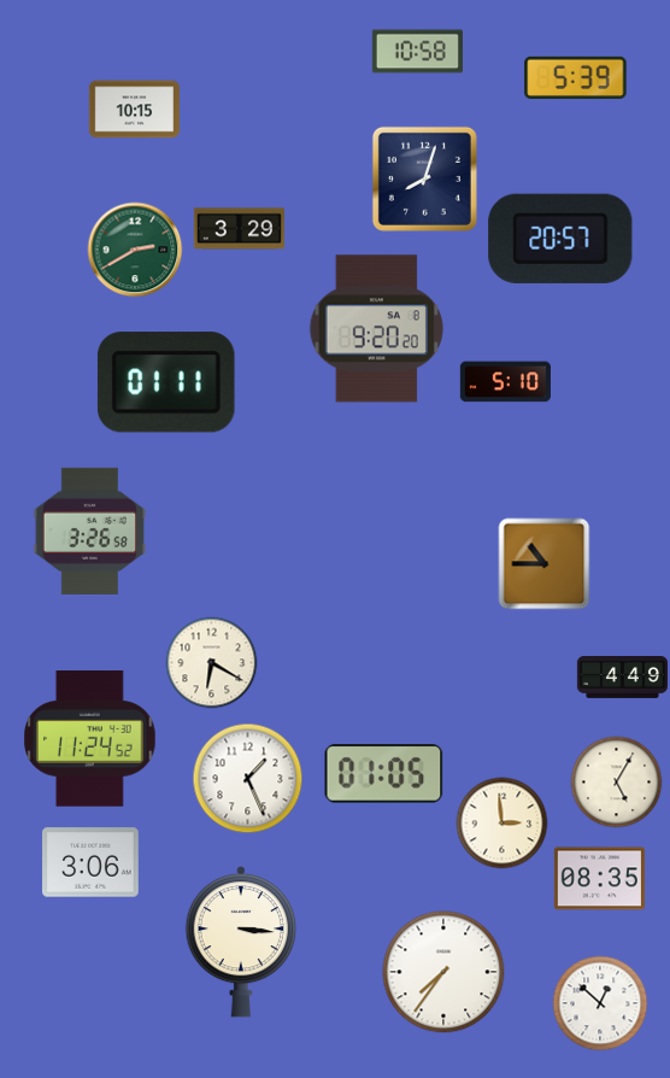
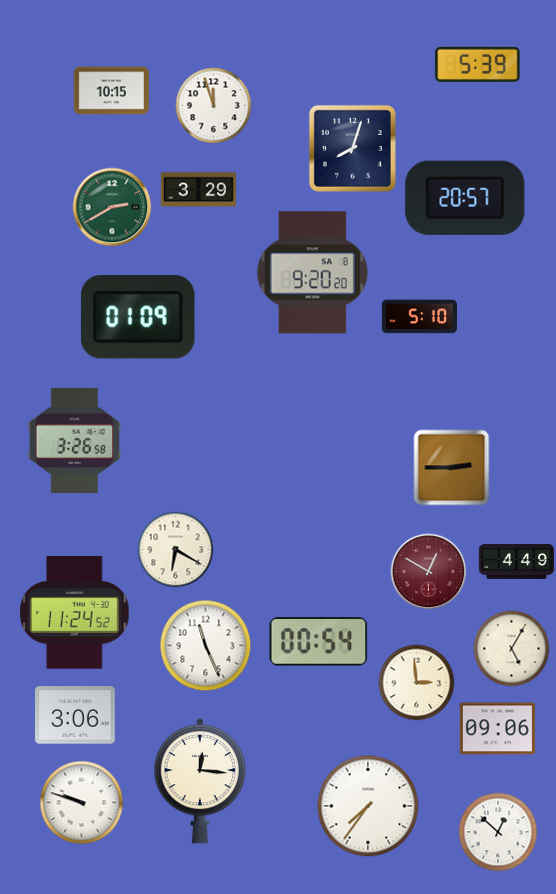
clock at (417, 52): 10:58 -> none
clock at (214, 106): none -> 11:57
clock at (166, 382): 01:11 -> 01:09
clock at (545, 564): 10:45 -> 2:45
clock at (429, 572): none -> 12:50
clock at (384, 774): 01:05 -> 00:54
clock at (248, 779): 1:26 -> 11:26
clock at (599, 879): 08:35 -> 09:06
clock at (240, 942): 3:16 -> 12:16
clock at (82, 803): none -> 9:48
